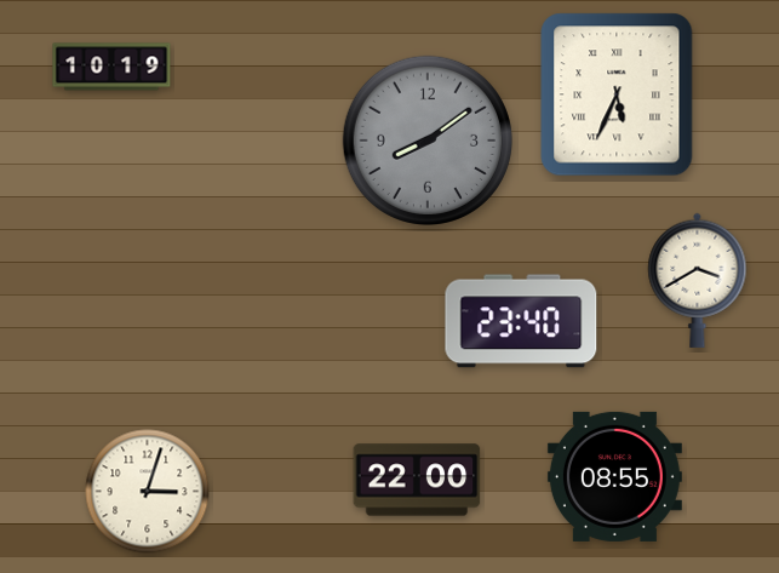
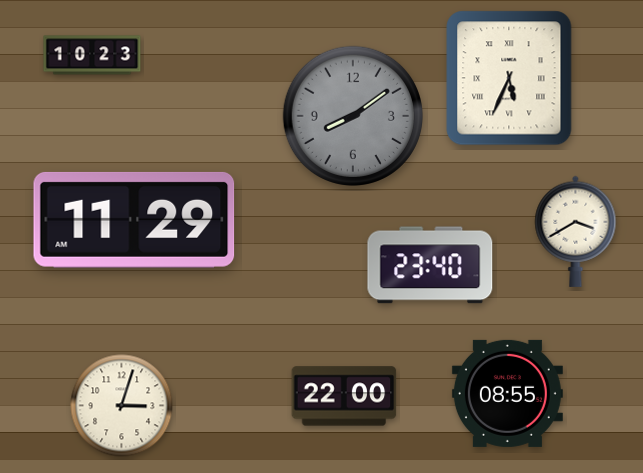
clock at (111, 67): 10:19 -> 10:23
clock at (134, 220): none -> 11:29
